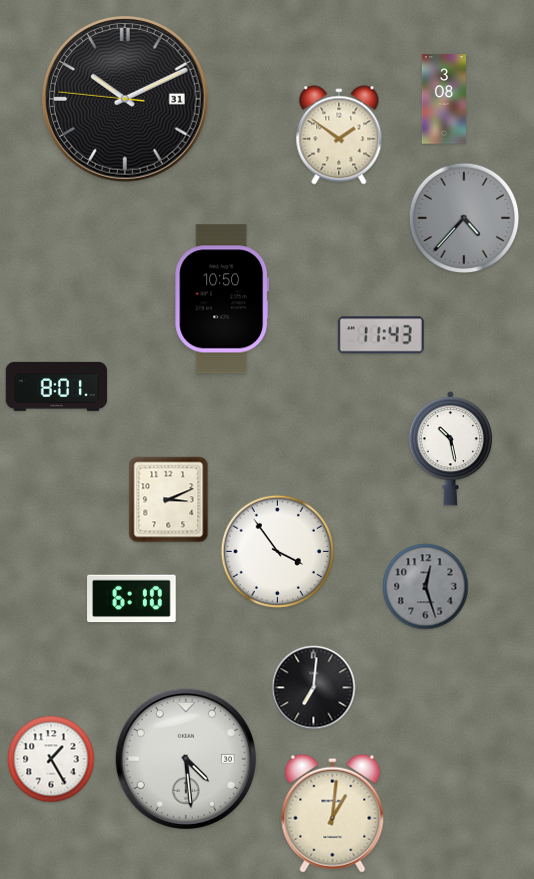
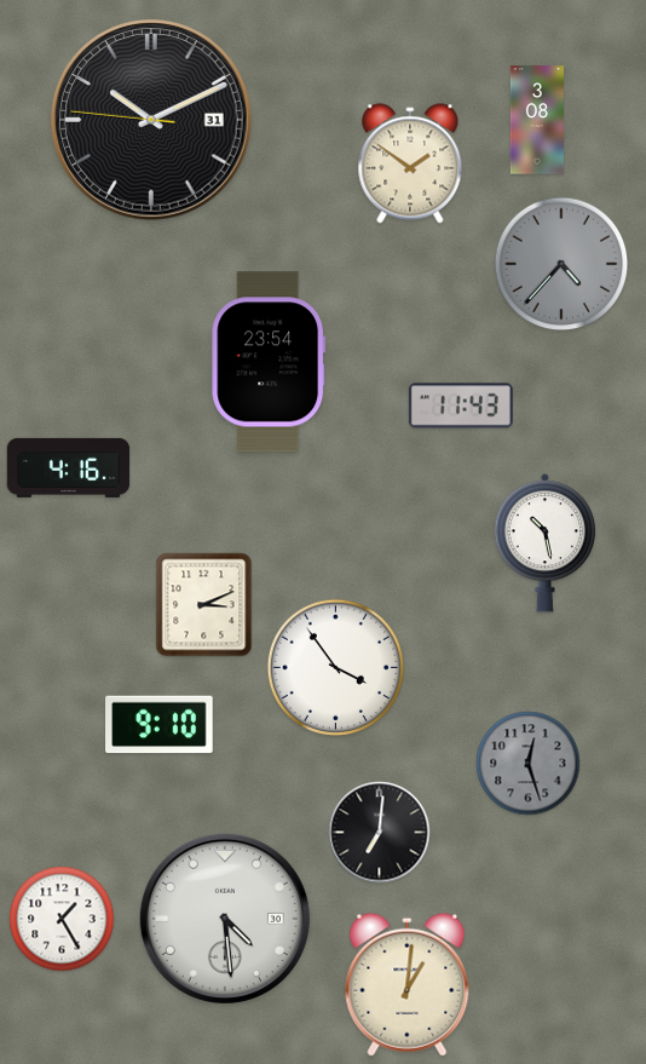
clock at (222, 299): 10:50 -> 23:54
clock at (57, 386): 8:01 -> 4:16
clock at (426, 587) position: (426, 587) -> (529, 764)
clock at (132, 599): 6:10 -> 9:10
clock at (333, 813) position: (333, 813) -> (408, 984)
